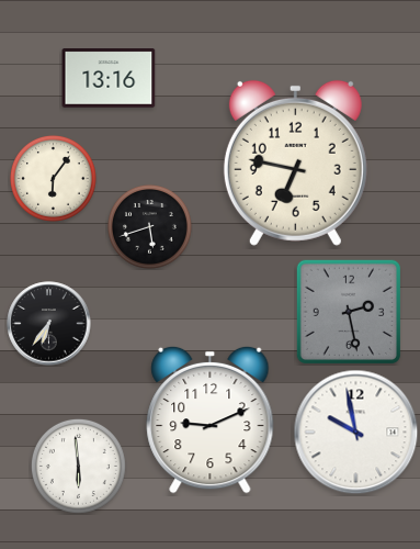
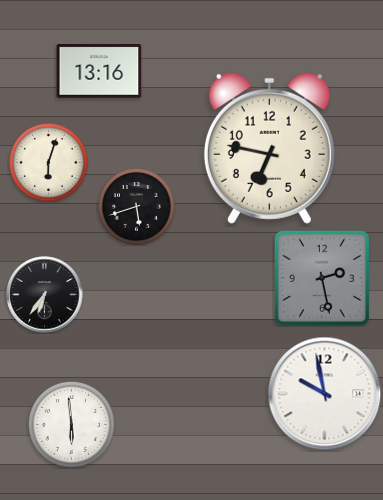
clock at (53, 178): 6:06 -> 6:03
clock at (349, 312) position: (349, 312) -> (322, 278)
clock at (211, 419): 9:11 -> none
